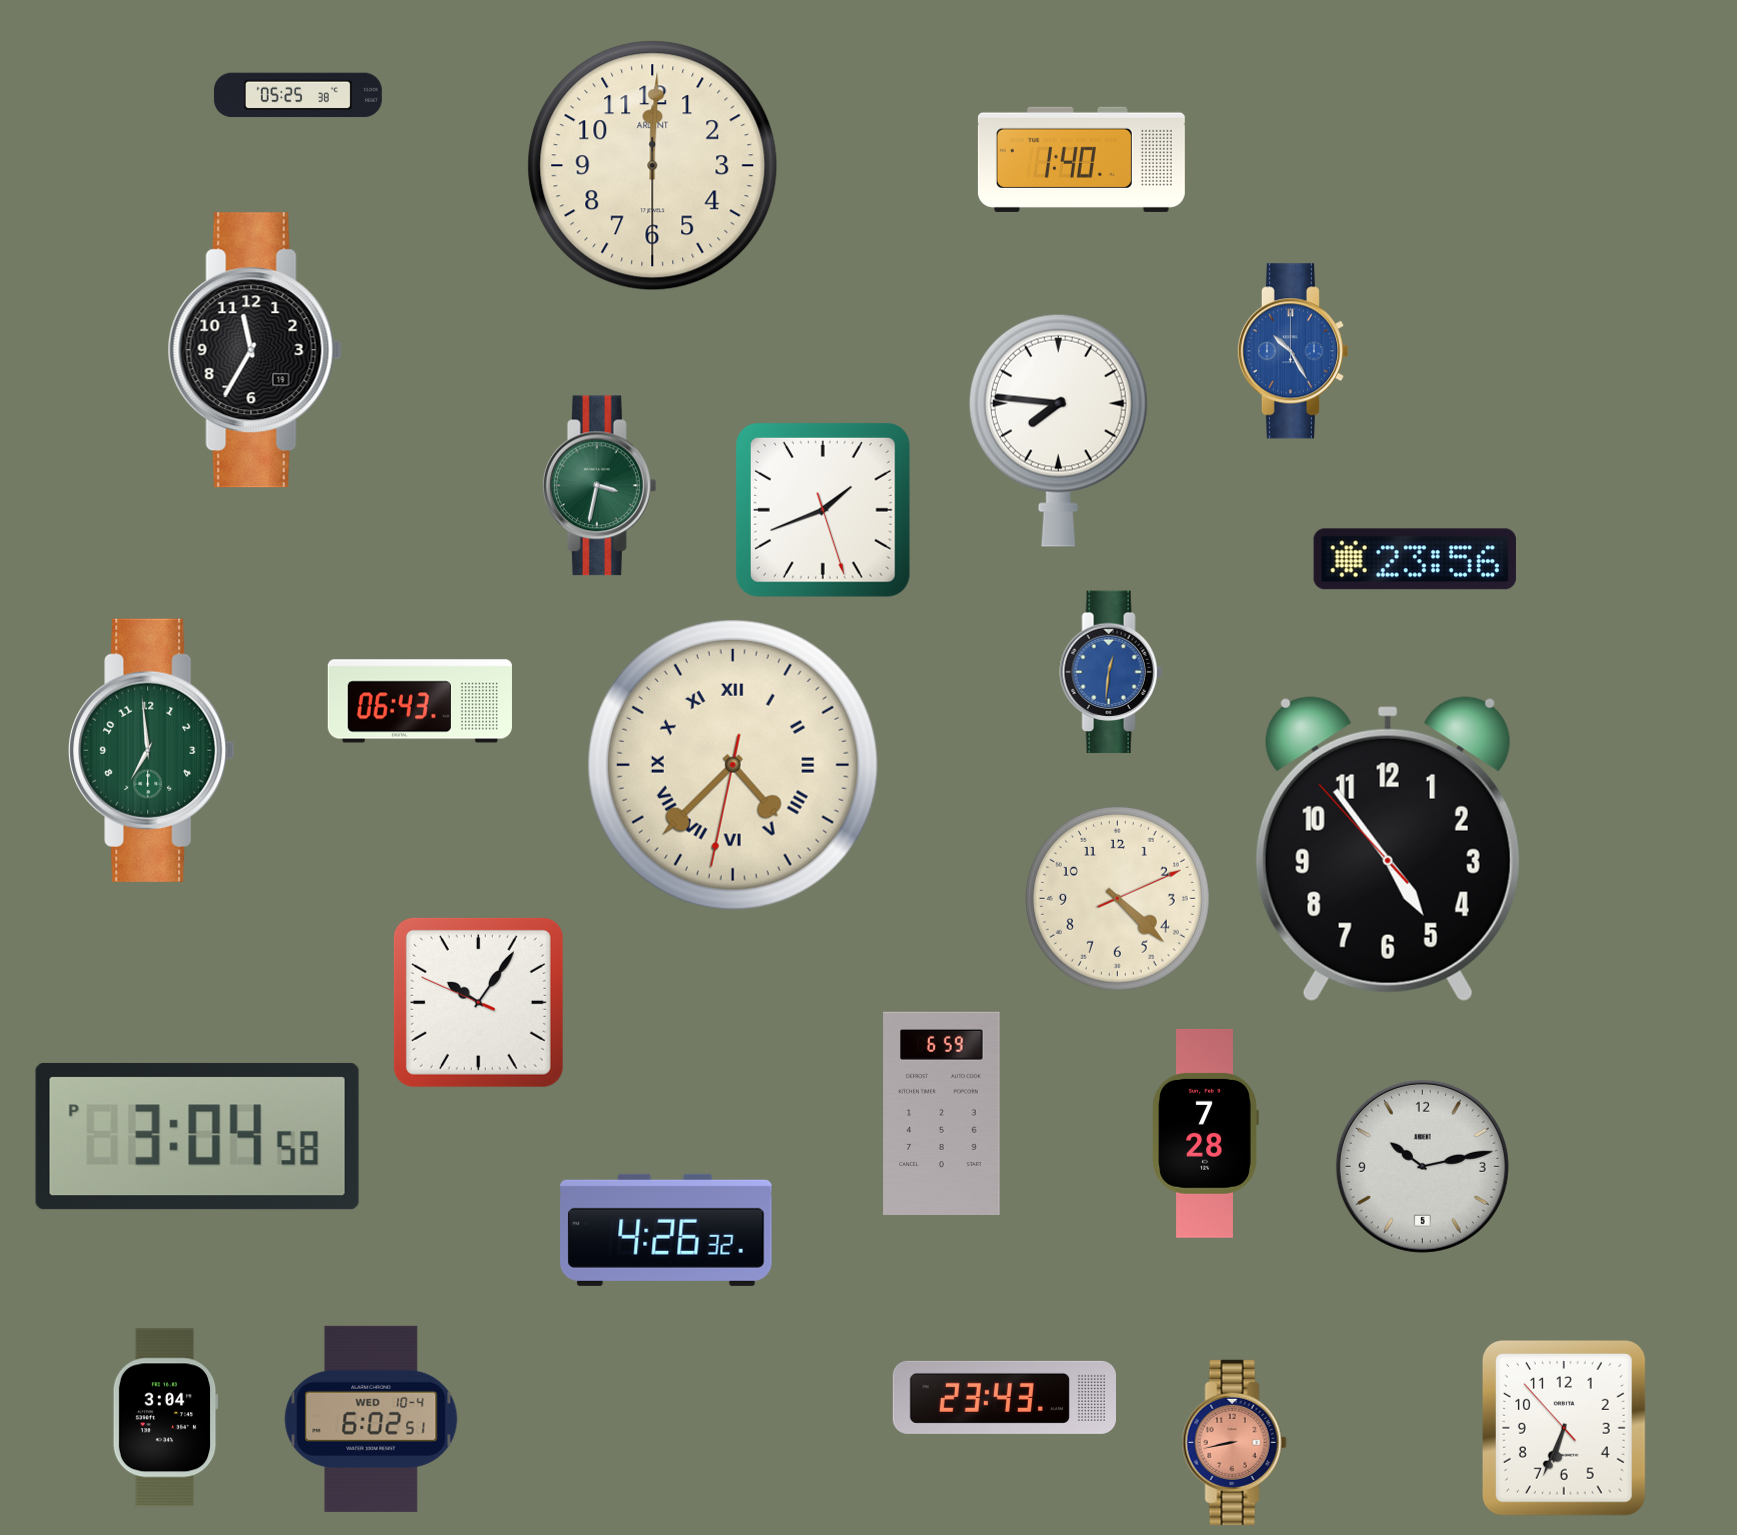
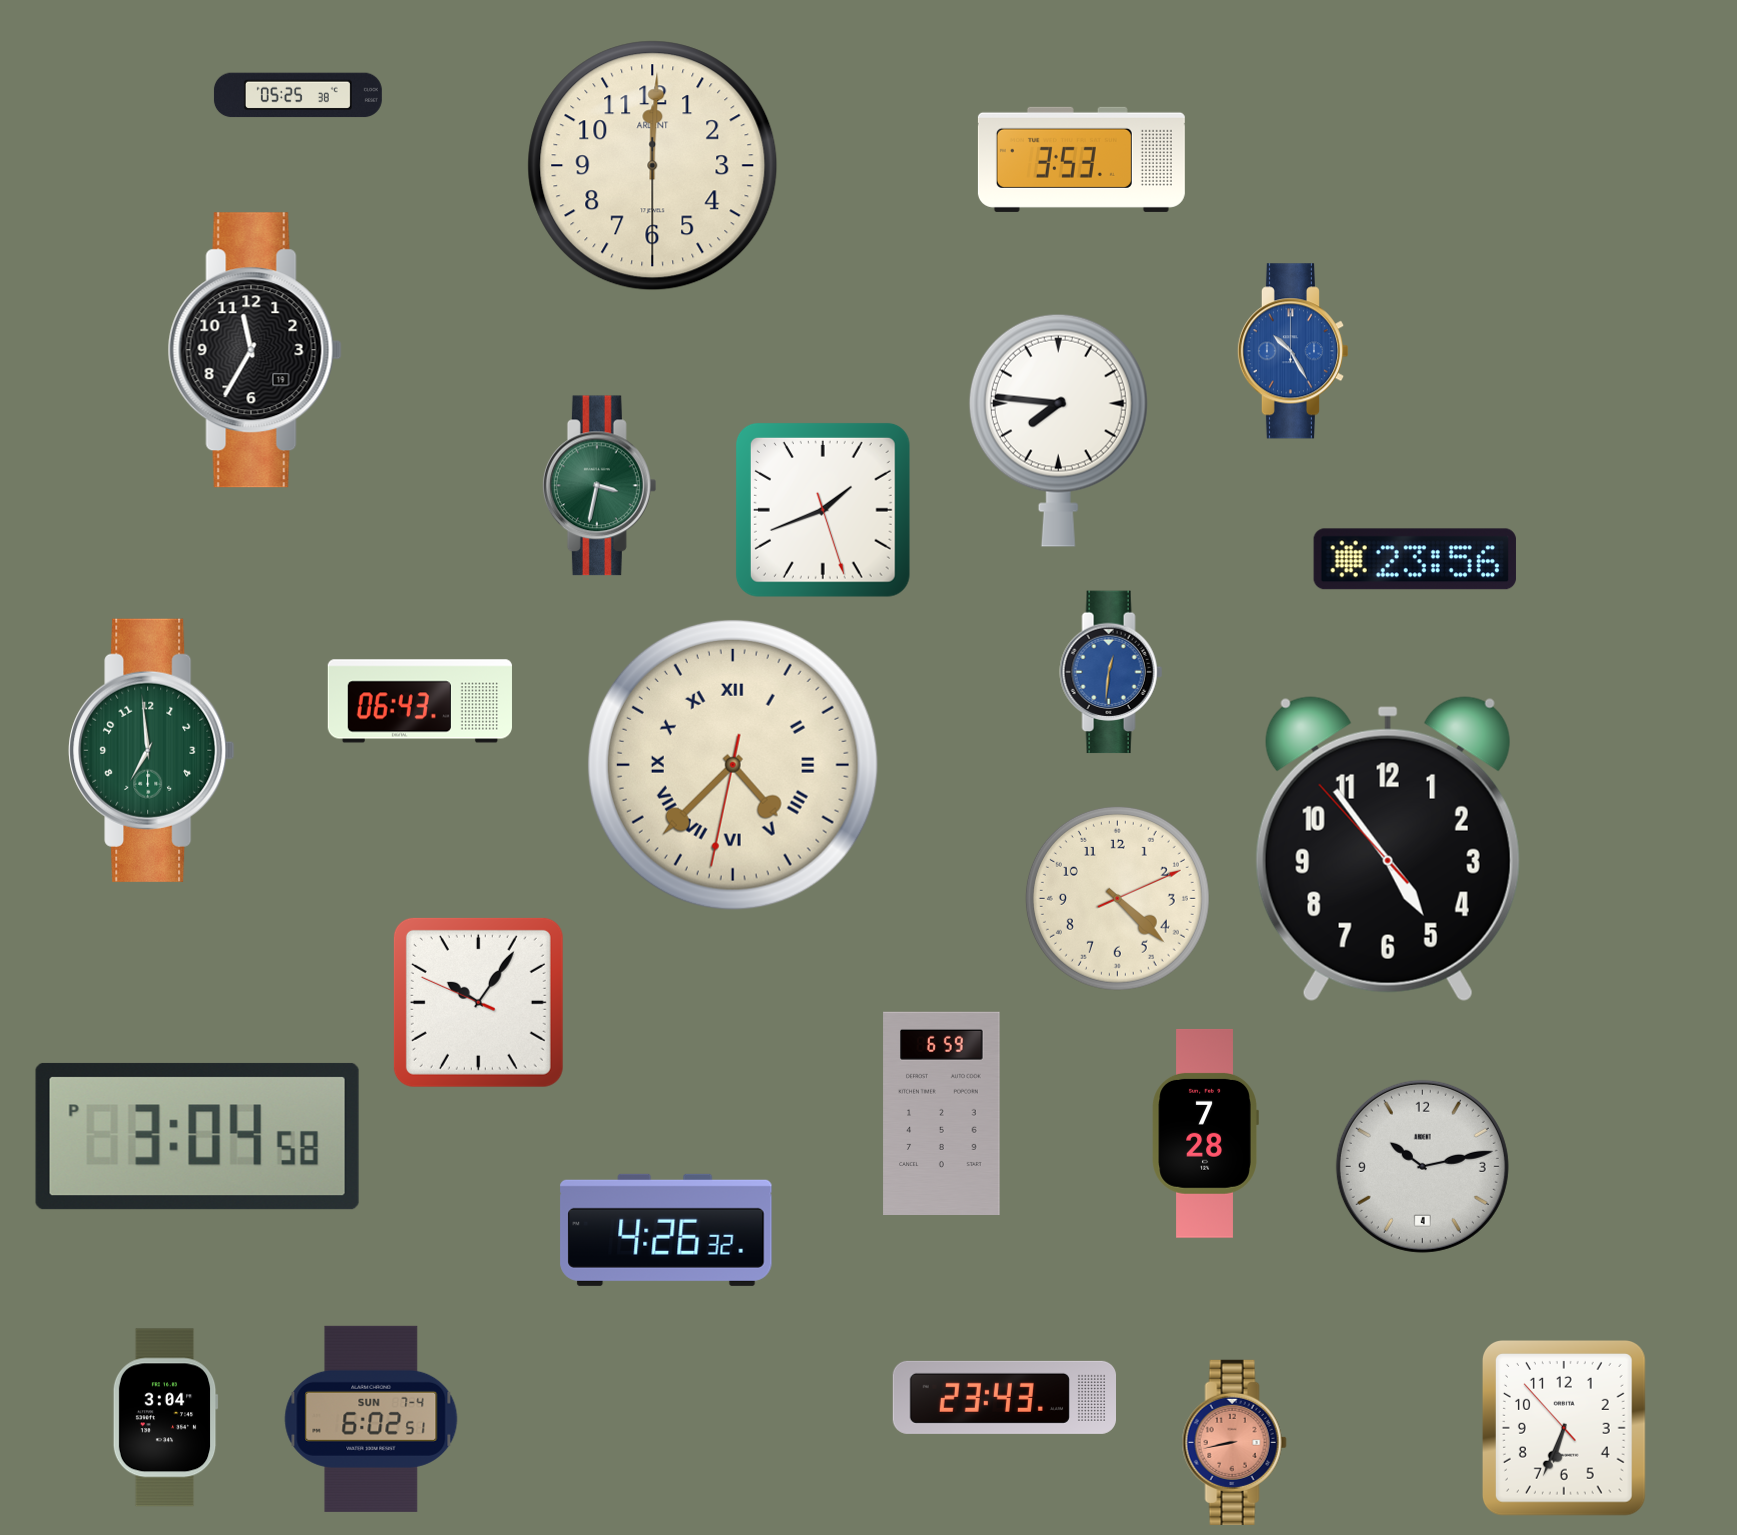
clock at (1081, 159): 1:40 -> 3:53
clock at (1422, 1166) date: 5 -> 4
clock at (371, 1419) date: WED 10-4 -> SUN 7-4
